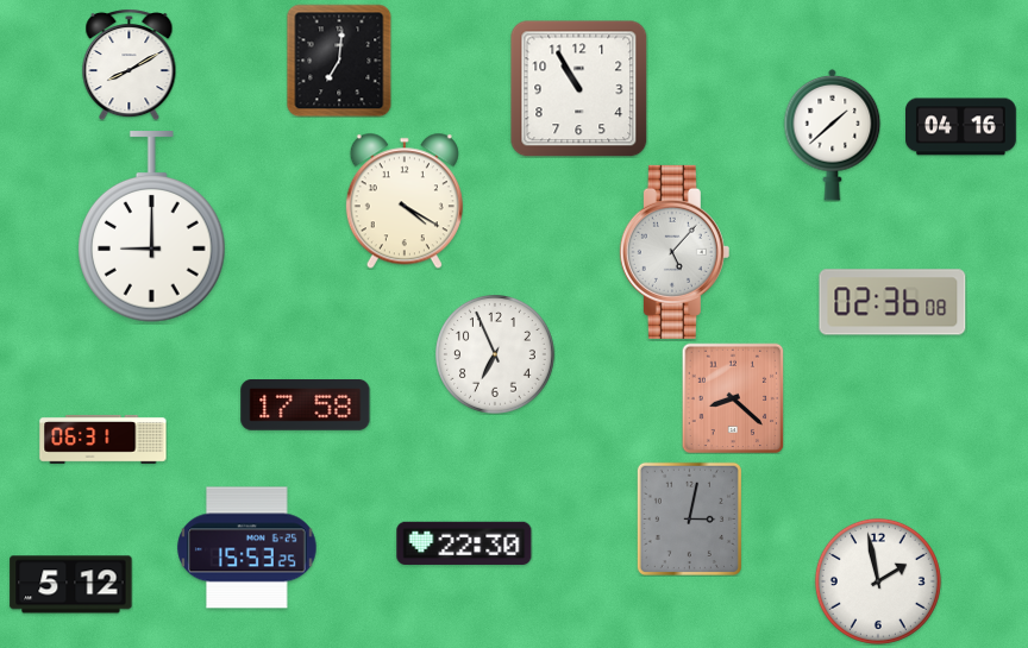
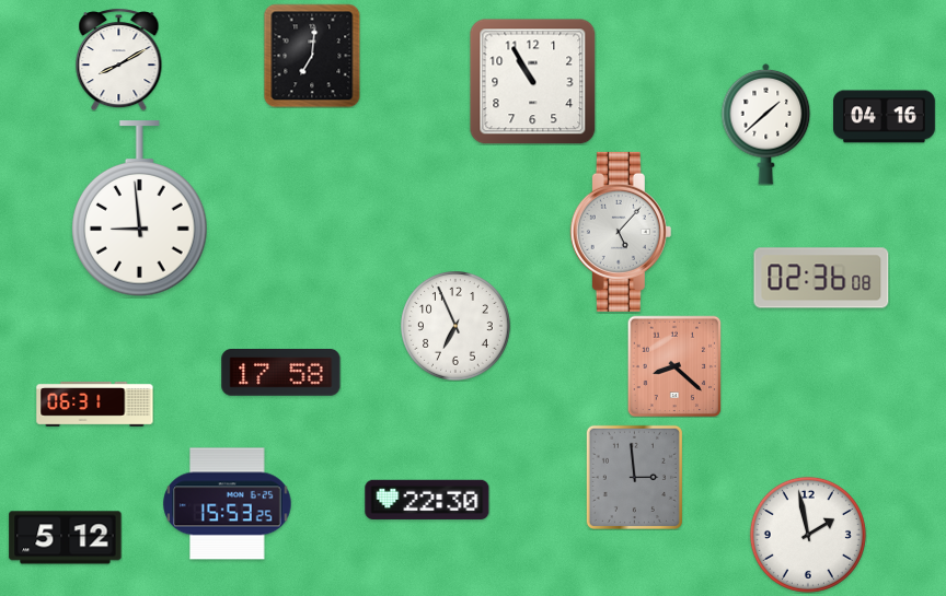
clock at (405, 201): 4:20 -> none
clock at (152, 227): 9:00 -> 8:59
clock at (689, 518): 3:02 -> 2:59
